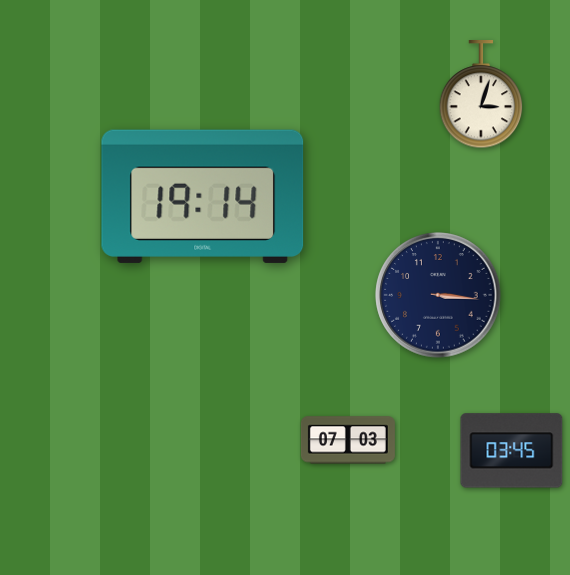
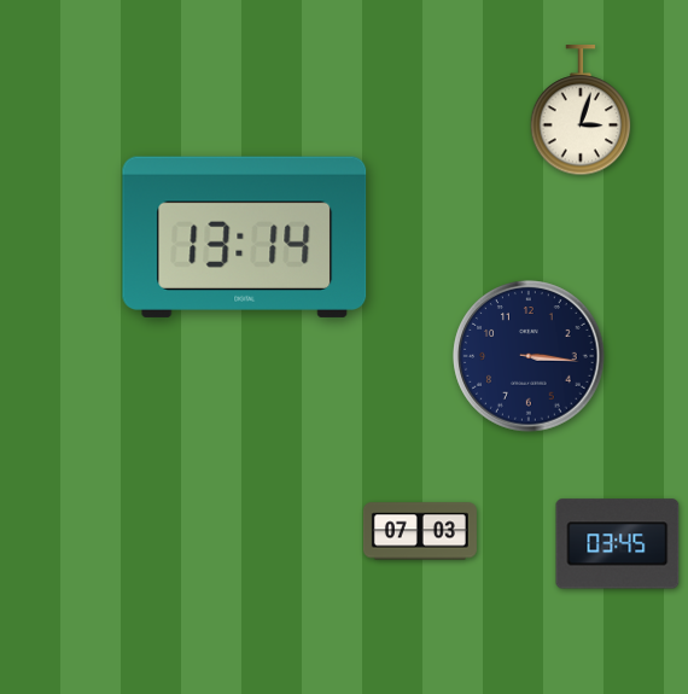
clock at (481, 95) position: (481, 95) -> (581, 111)
clock at (203, 196): 19:14 -> 13:14
